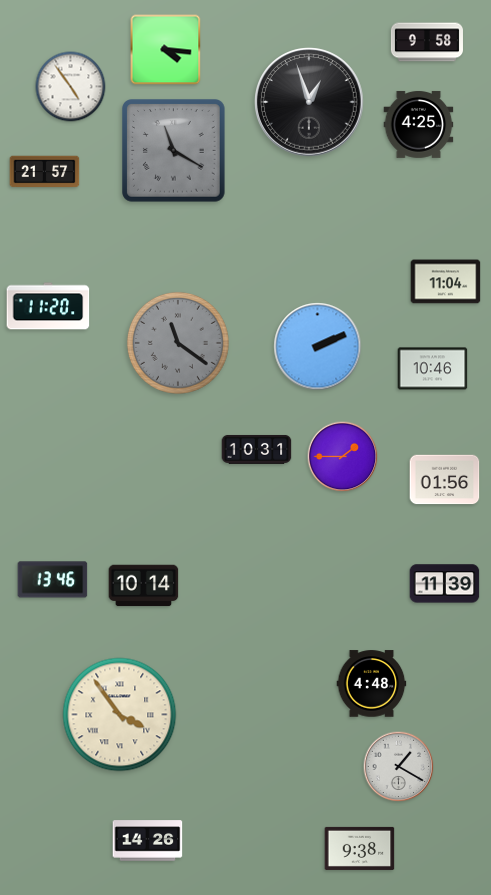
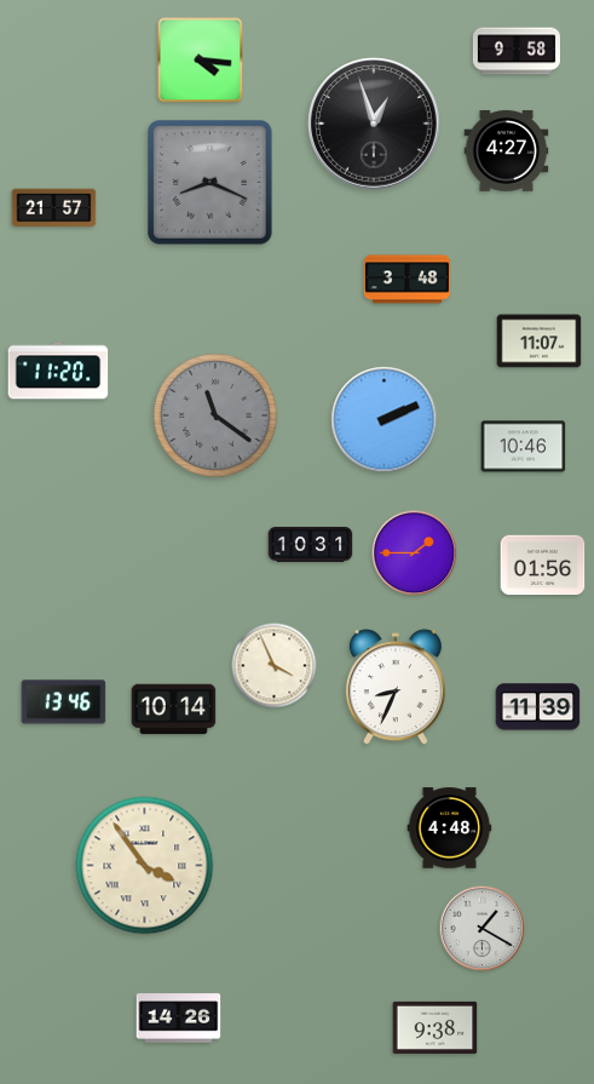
clock at (71, 87): 4:54 -> none
clock at (419, 124): 4:25 -> 4:27
clock at (174, 151): 11:20 -> 8:19
clock at (406, 280): none -> 3:48
clock at (446, 282): 11:04 -> 11:07
clock at (445, 480) position: (445, 480) -> (543, 566)
clock at (275, 666): none -> 3:56
clock at (396, 688): none -> 8:34
